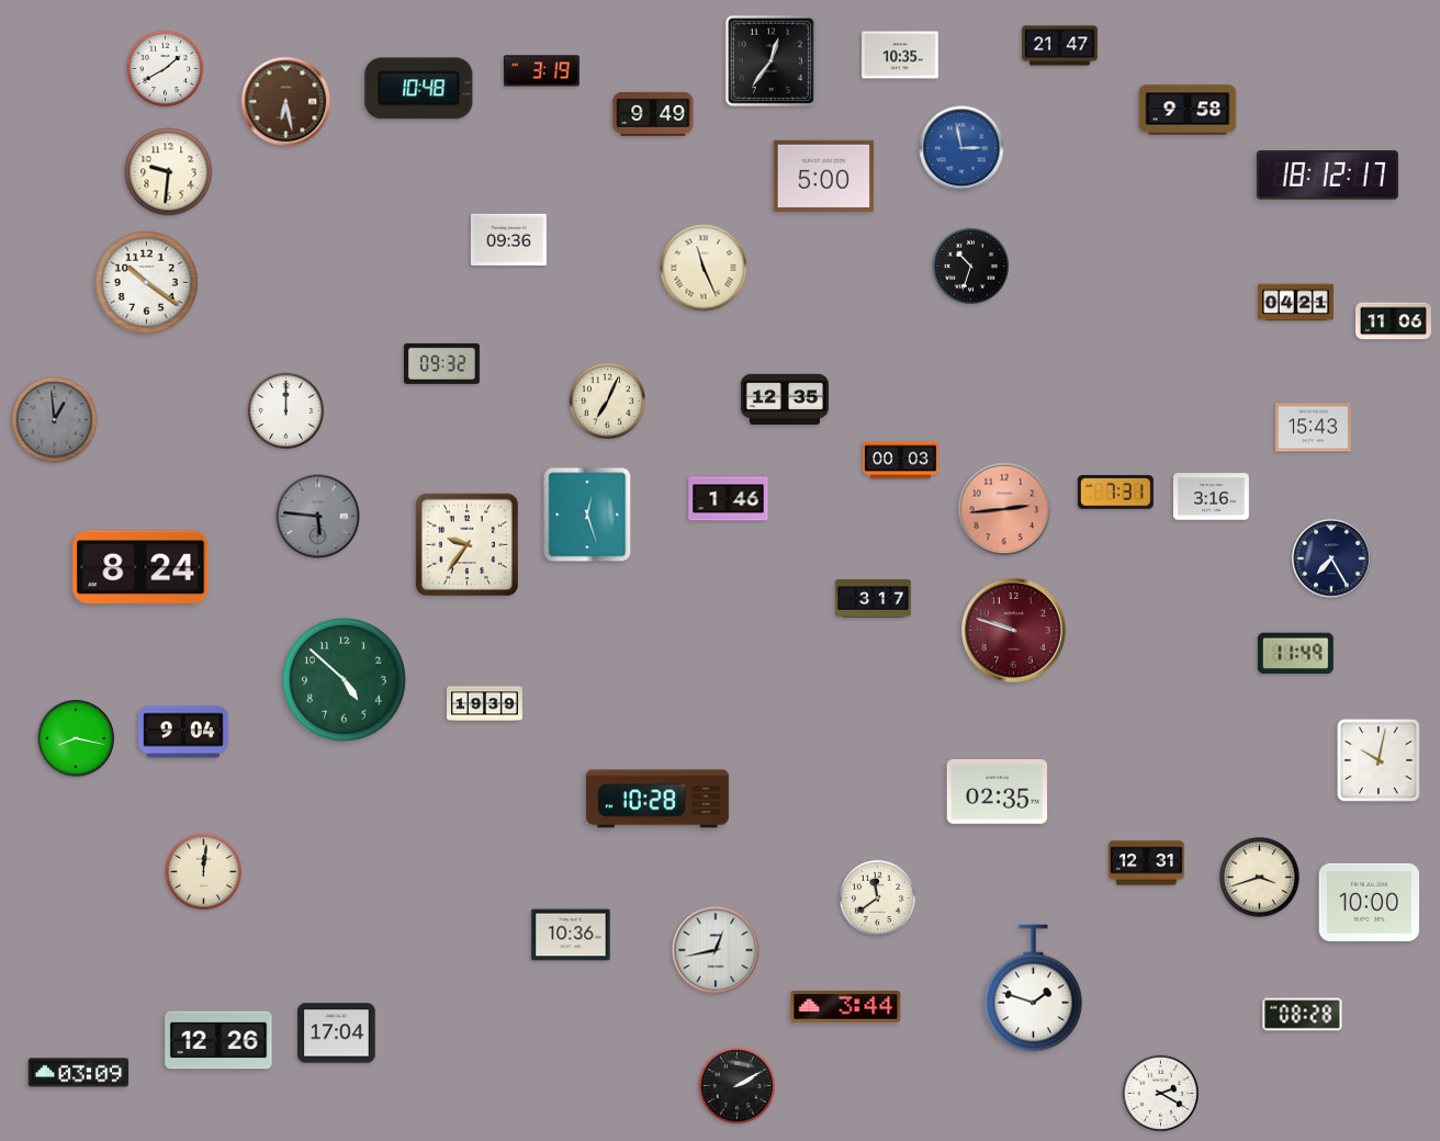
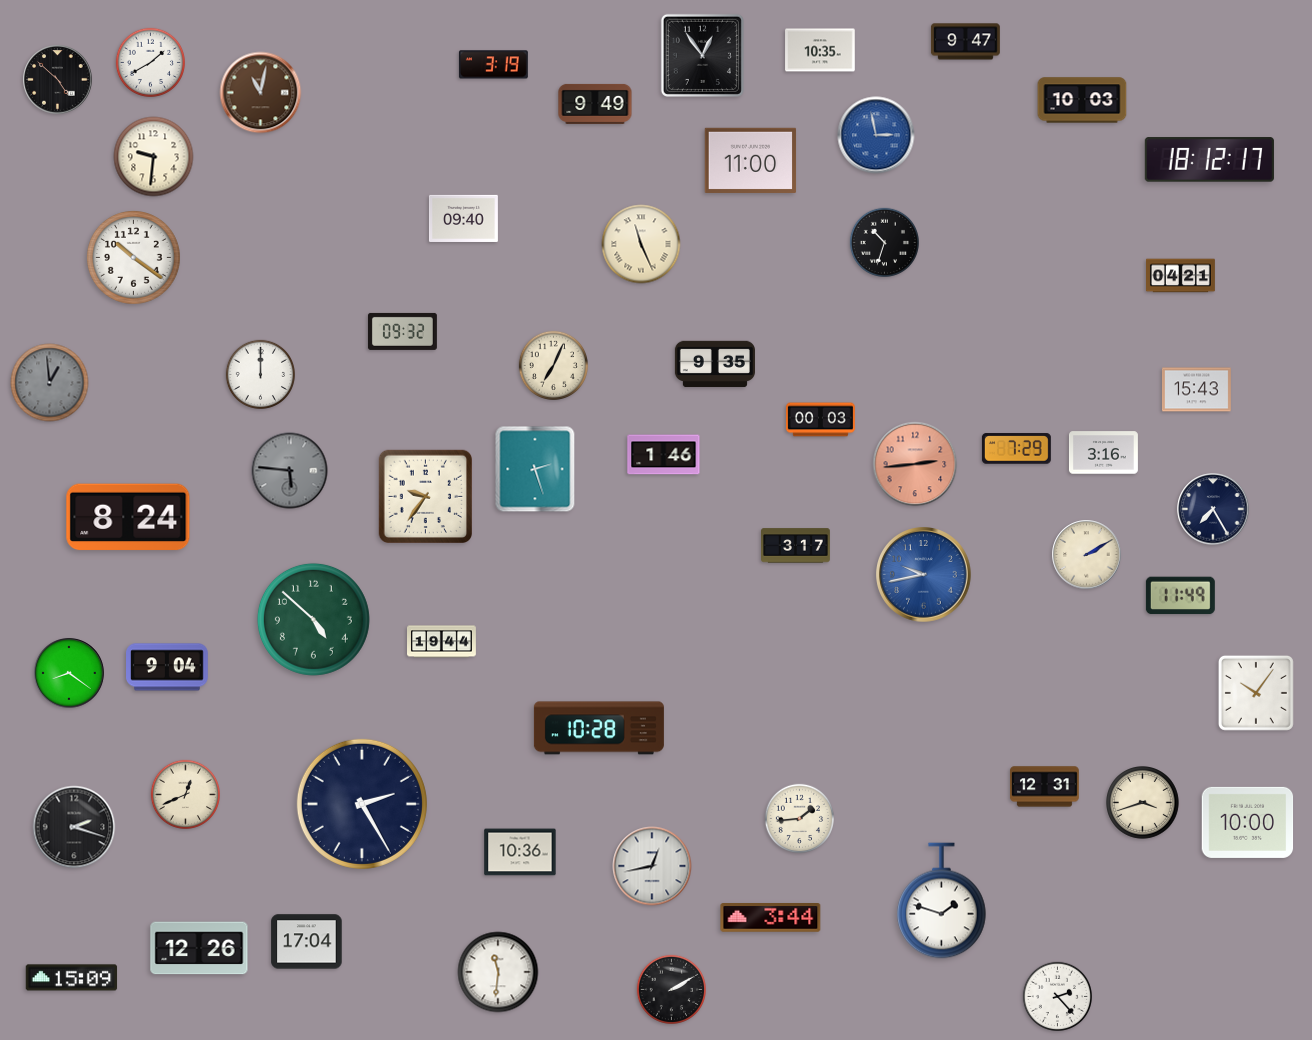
clock at (1059, 46): 21:47 -> 9:47
clock at (770, 60): 12:36 -> 12:54
clock at (58, 80): none -> 4:52
clock at (419, 89): 10:48 -> none
clock at (286, 102): 6:28 -> 11:02
clock at (1188, 110): 9:58 -> 10:03
clock at (824, 176): 5:00 -> 11:00
clock at (508, 239): 09:36 -> 09:40
clock at (1394, 321): 11:06 -> none
clock at (785, 399): 12:35 -> 9:35
clock at (1115, 493): 7:31 -> 7:29
clock at (587, 515): 12:27 -> 2:27
clock at (1087, 555): none -> 2:10
clock at (1014, 631): 9:48 -> 9:43
clock at (1014, 631) dial: burgundy -> blue
clock at (485, 704): 19:39 -> 19:44
clock at (76, 738): 8:17 -> 8:21
clock at (1379, 760): 10:02 -> 10:06
clock at (998, 792): 02:35 -> none
clock at (203, 871): 12:01 -> 12:41
clock at (1260, 878) position: (1260, 878) -> (1143, 803)
clock at (362, 804): none -> 2:25
clock at (877, 897): 11:39 -> 1:44
clock at (74, 827): none -> 2:18
clock at (1303, 1015): 08:28 -> none
clock at (498, 972): none -> 11:31
clock at (79, 1073): 03:09 -> 15:09
clock at (1160, 1093): 2:20 -> 2:23
